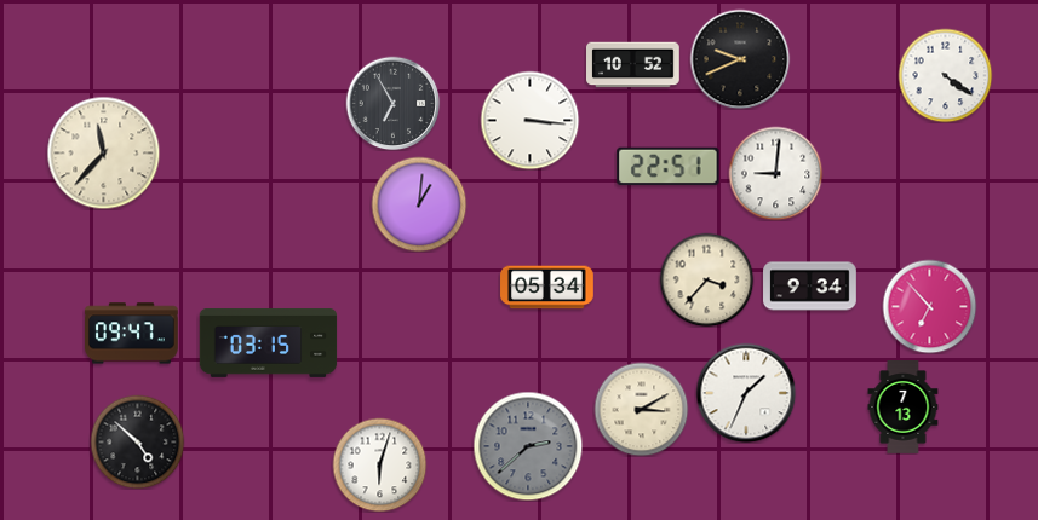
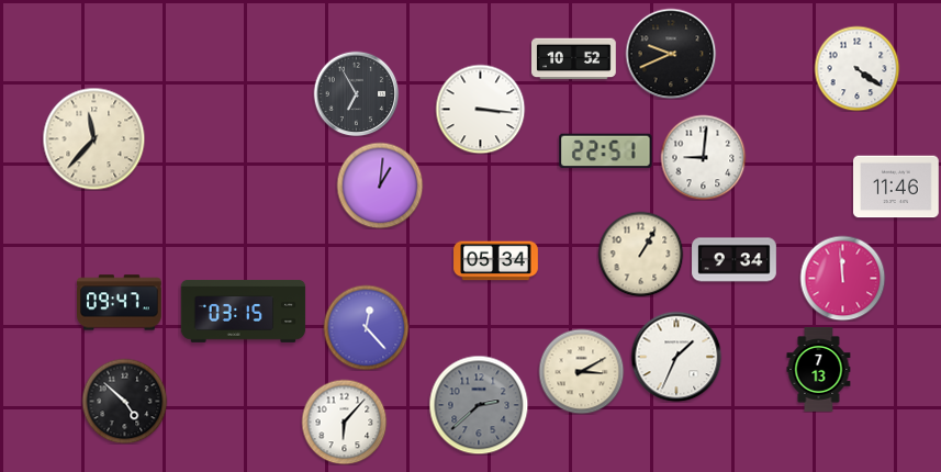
clock at (896, 187): none -> 11:46
clock at (706, 279): 3:37 -> 1:05
clock at (929, 306): 6:53 -> 11:59
clock at (366, 327): none -> 12:23
clock at (379, 464): 6:03 -> 6:07
